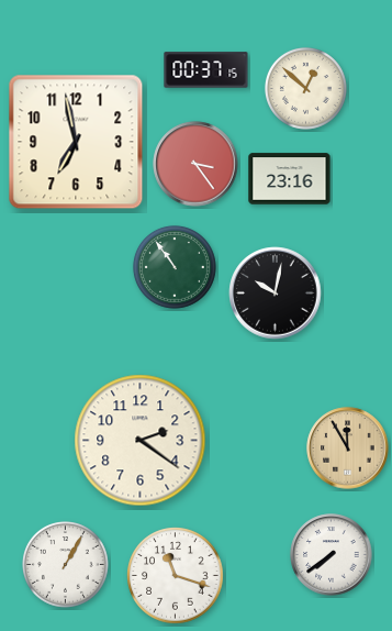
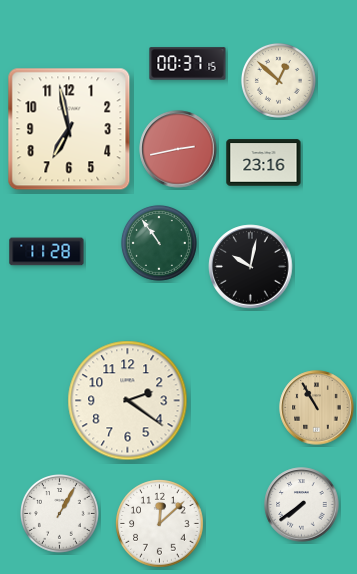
clock at (195, 164): 3:24 -> 2:43
clock at (47, 252): none -> 11:28
clock at (348, 449): 11:55 -> 10:55
clock at (176, 576): 11:18 -> 12:08
